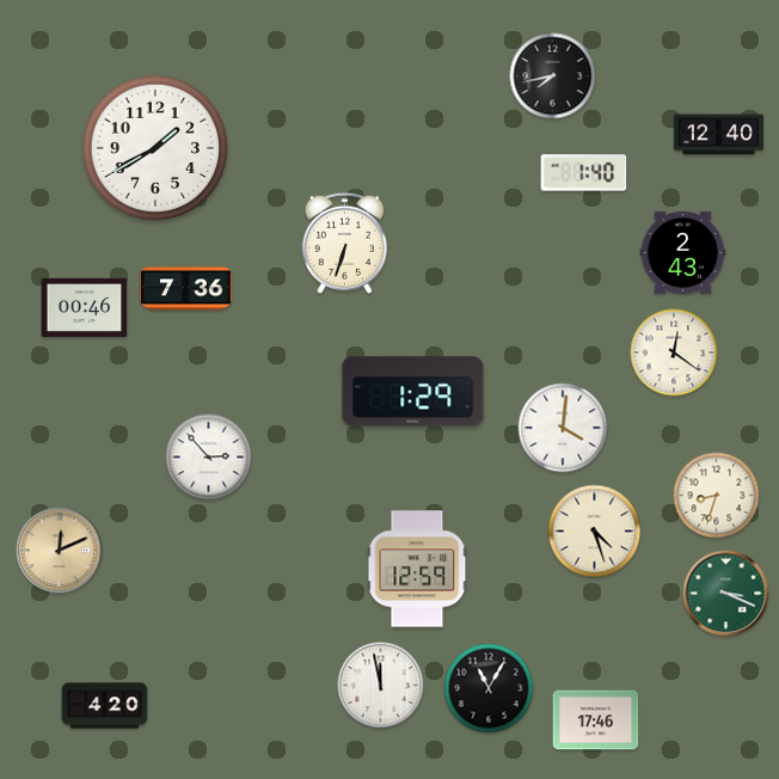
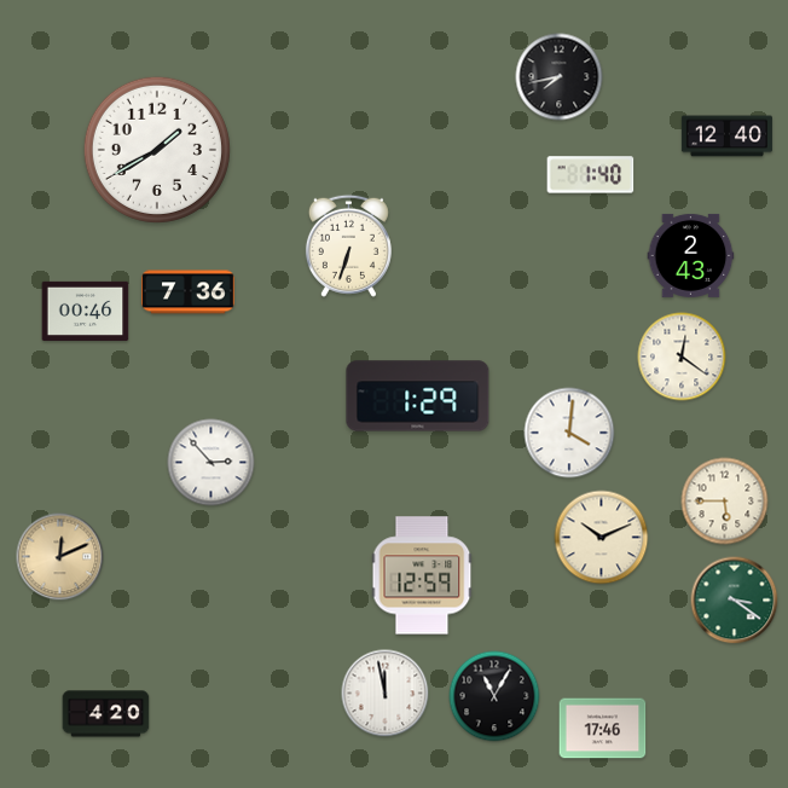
clock at (717, 496): 8:33 -> 5:45
clock at (595, 532): 4:27 -> 10:11
clock at (726, 594): 3:19 -> 3:21
